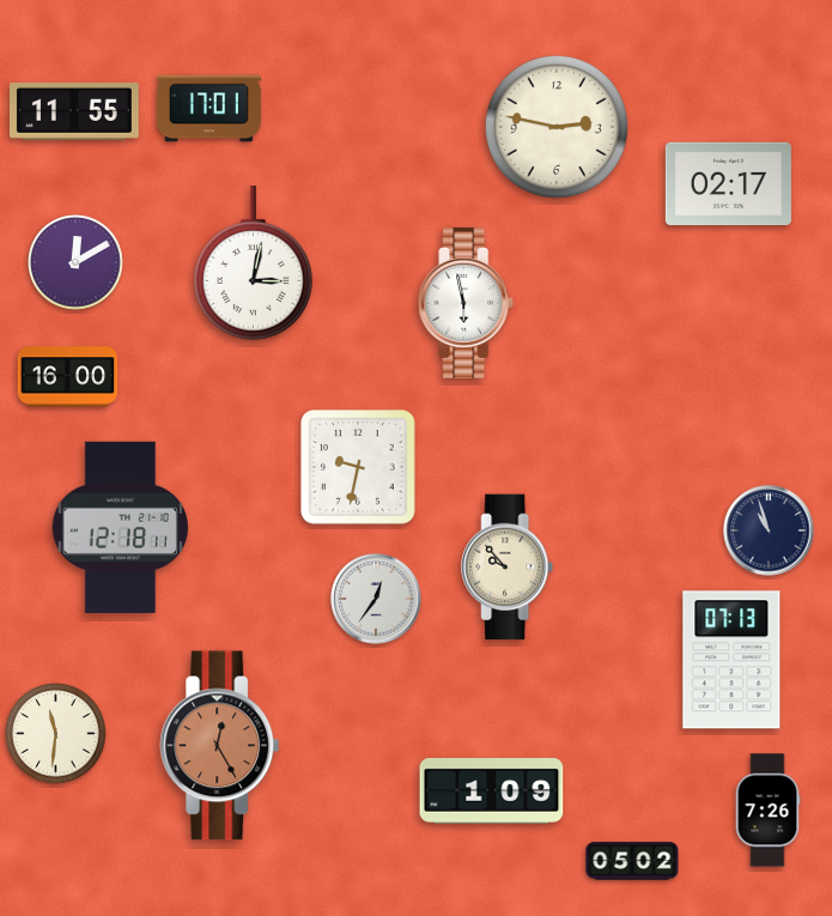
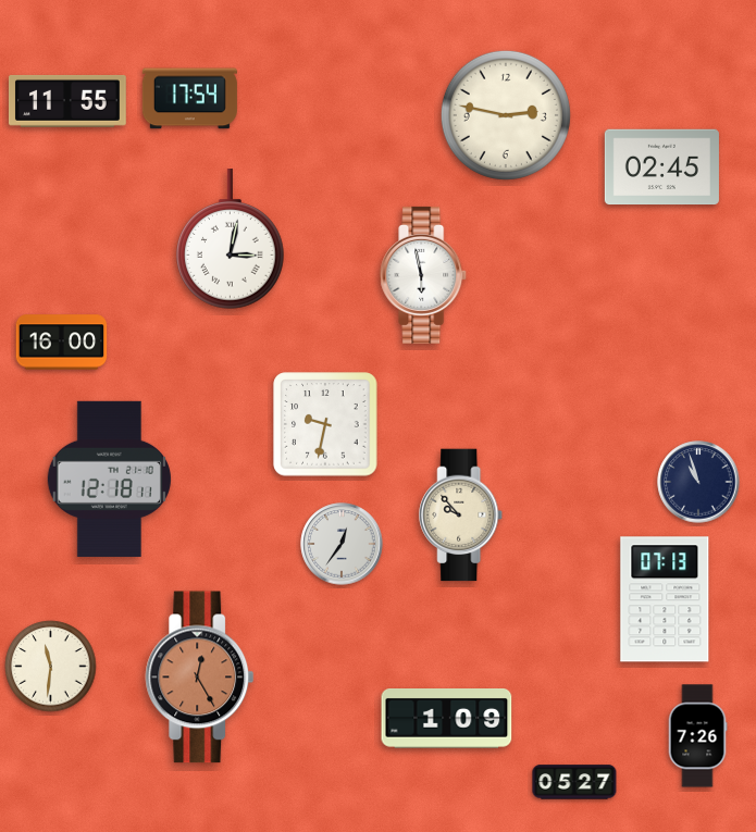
clock at (208, 109): 17:01 -> 17:54
clock at (728, 184): 02:17 -> 02:45
clock at (75, 262): 12:10 -> none
clock at (632, 861): 05:02 -> 05:27
